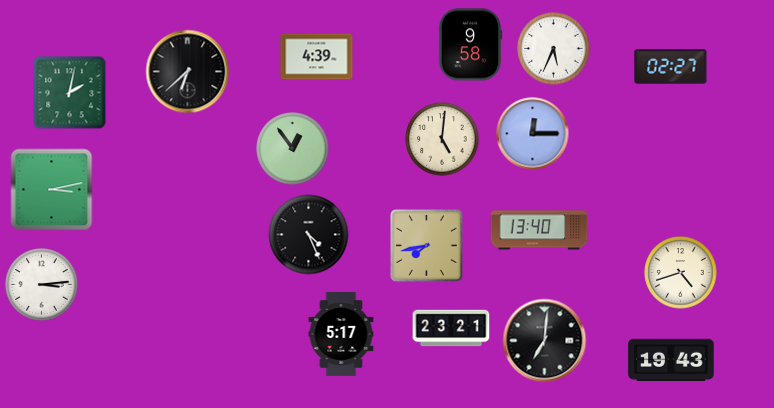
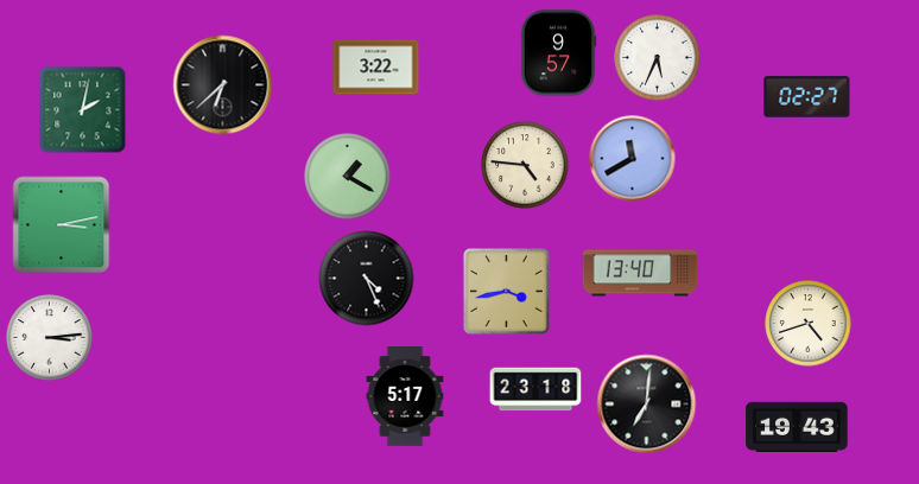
clock at (470, 45): 9:58 -> 9:57
clock at (317, 57): 4:39 -> 3:22
clock at (671, 67) position: (671, 67) -> (807, 97)
clock at (533, 134): 12:15 -> 11:40
clock at (442, 139): 5:01 -> 4:46
clock at (293, 149): 12:54 -> 1:20
clock at (427, 246): 7:43 -> 3:43
clock at (451, 328): 23:21 -> 23:18
